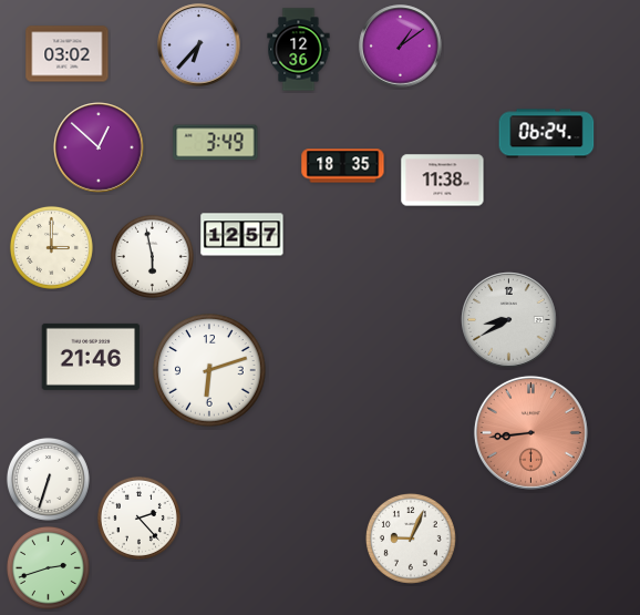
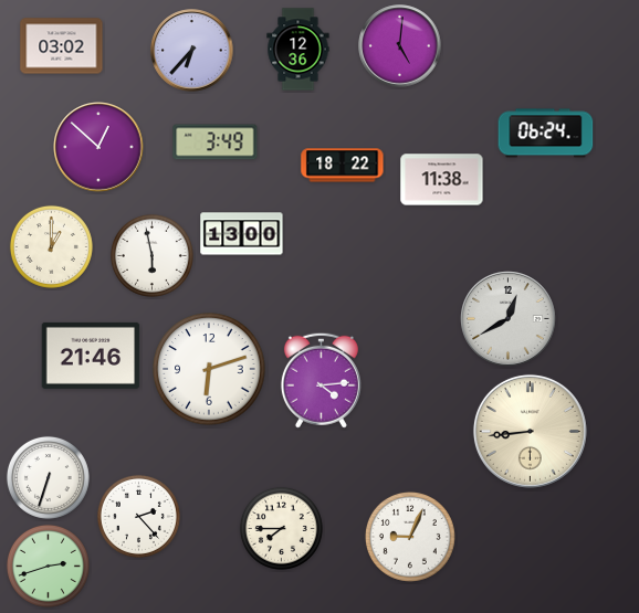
clock at (199, 45) position: (199, 45) -> (192, 51)
clock at (401, 47): 1:09 -> 5:01
clock at (68, 54) position: (68, 54) -> (62, 46)
clock at (343, 166): 18:35 -> 18:22
clock at (242, 235): 12:57 -> 13:00
clock at (51, 247): 3:00 -> 1:00
clock at (509, 320): 8:40 -> 12:40
clock at (321, 380): none -> 4:14
clock at (530, 432) dial: salmon -> cream
clock at (281, 528): none -> 7:45
